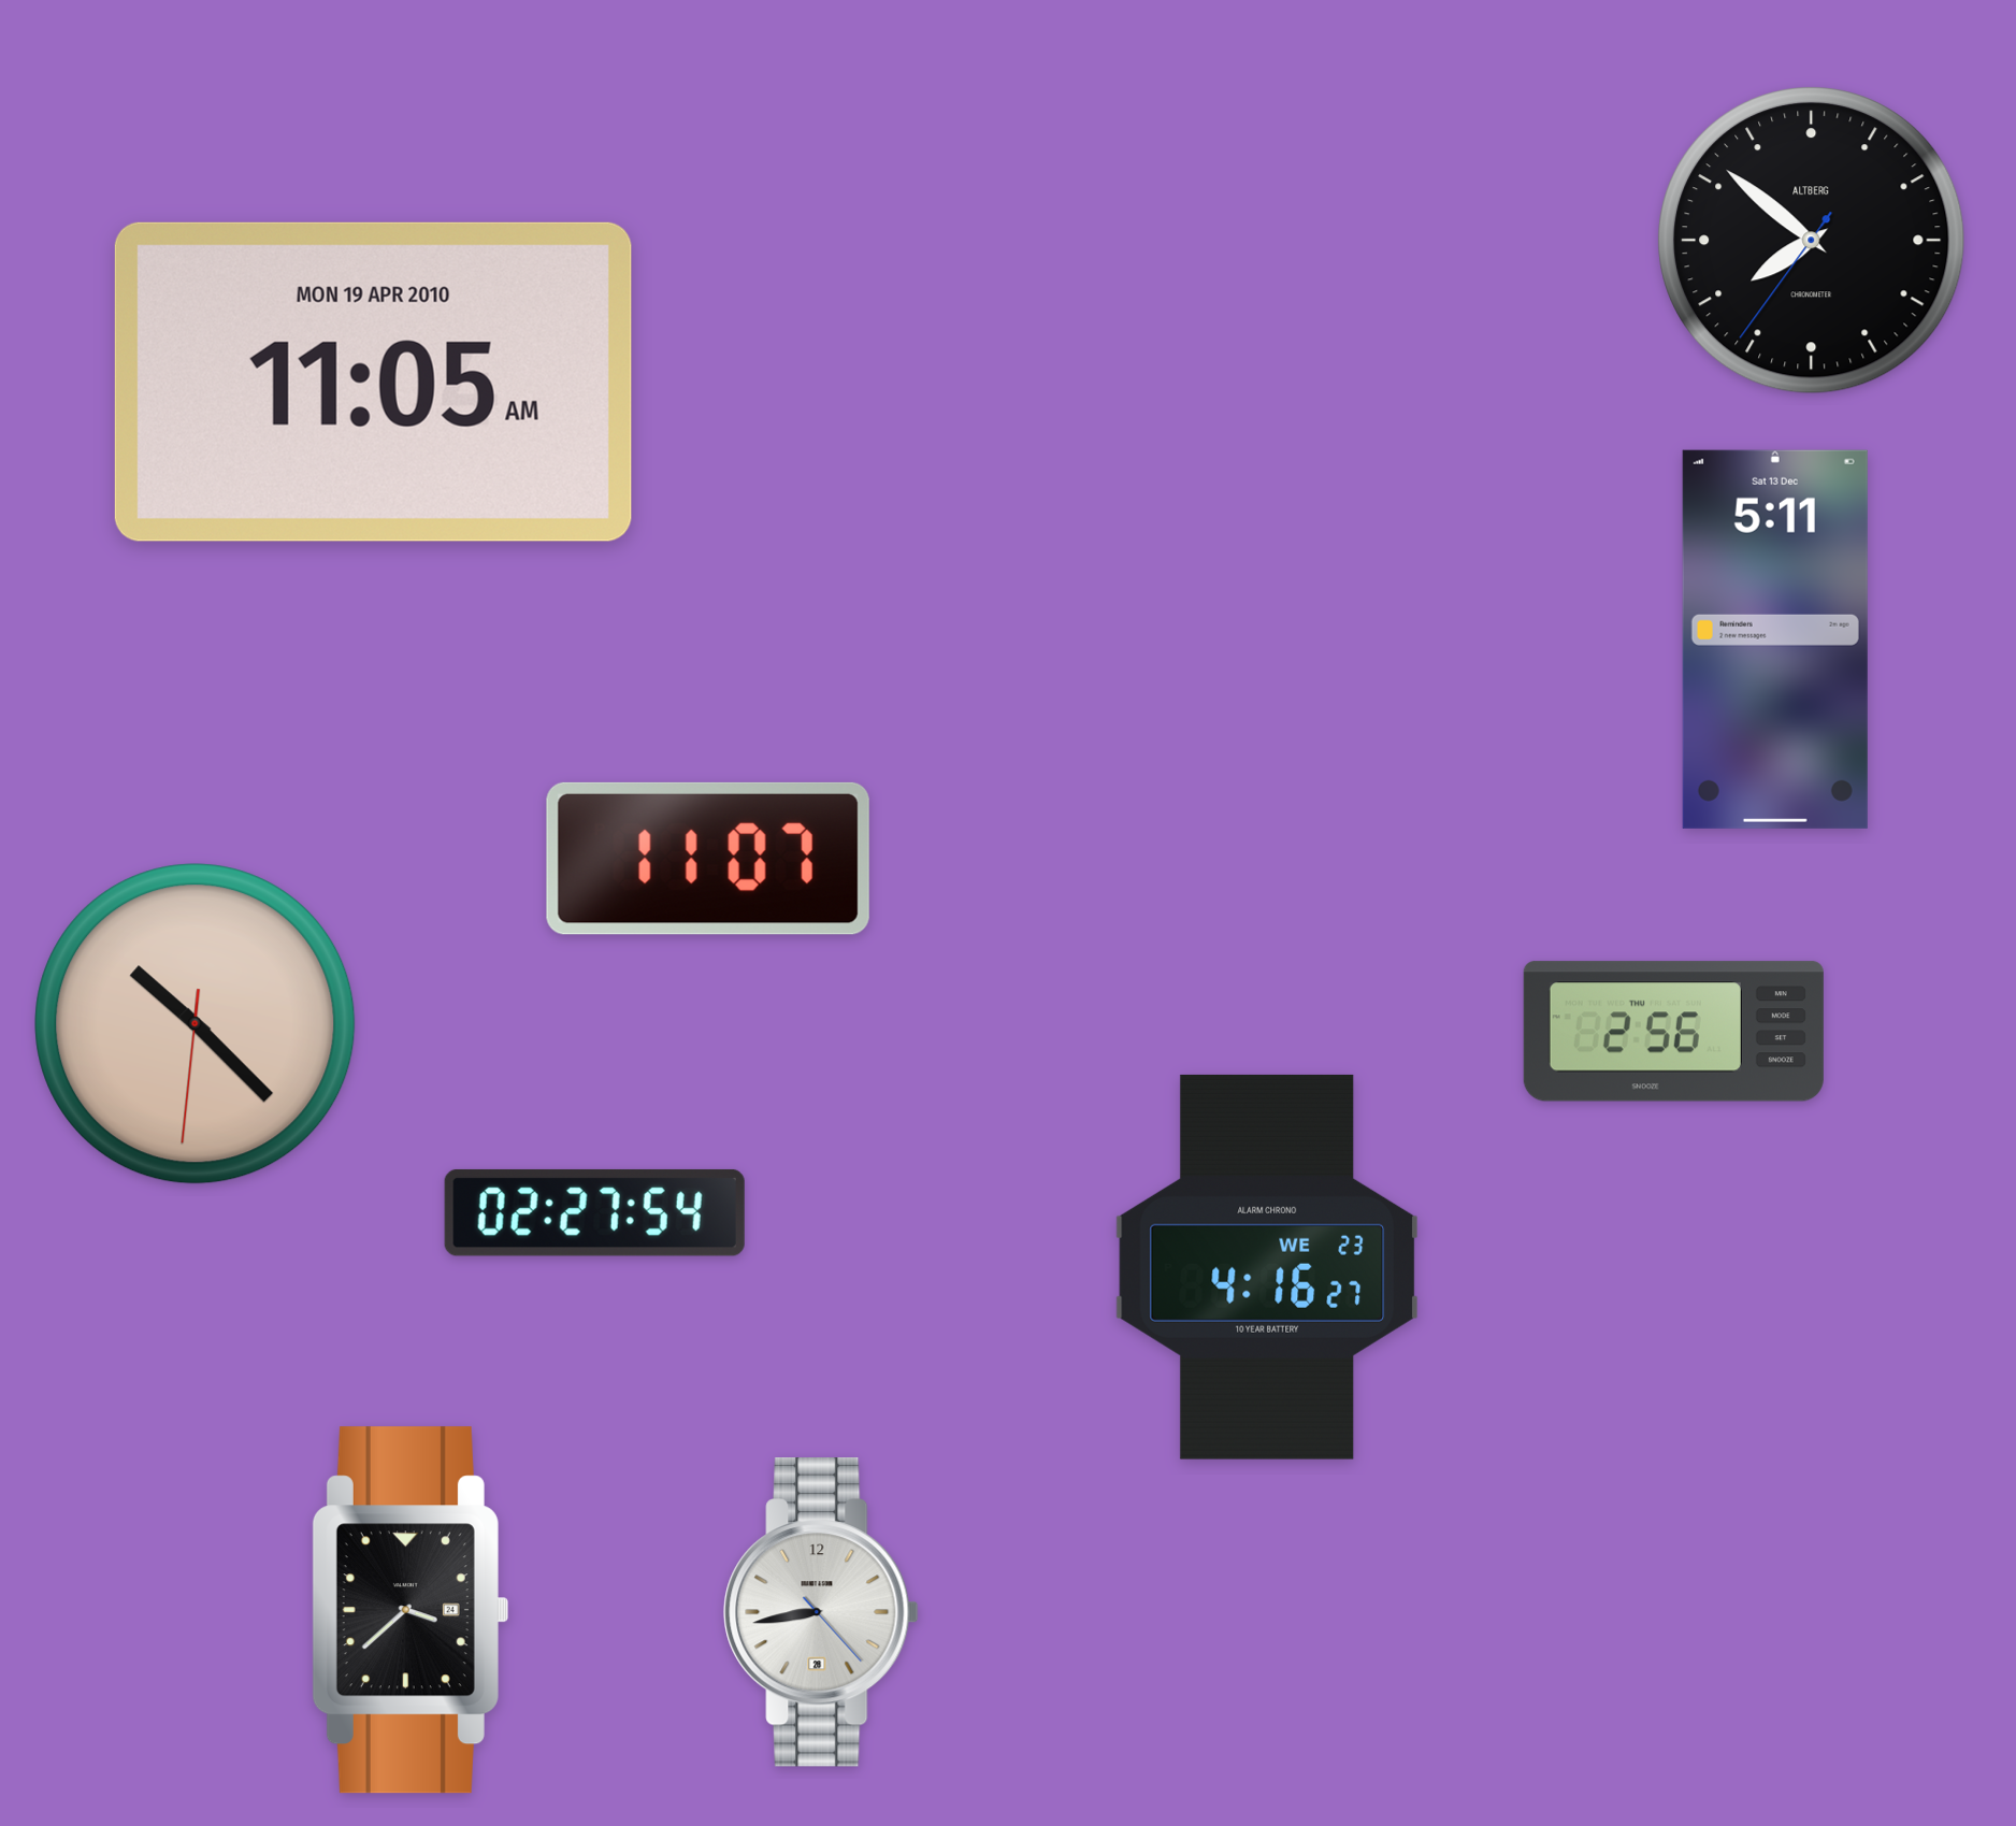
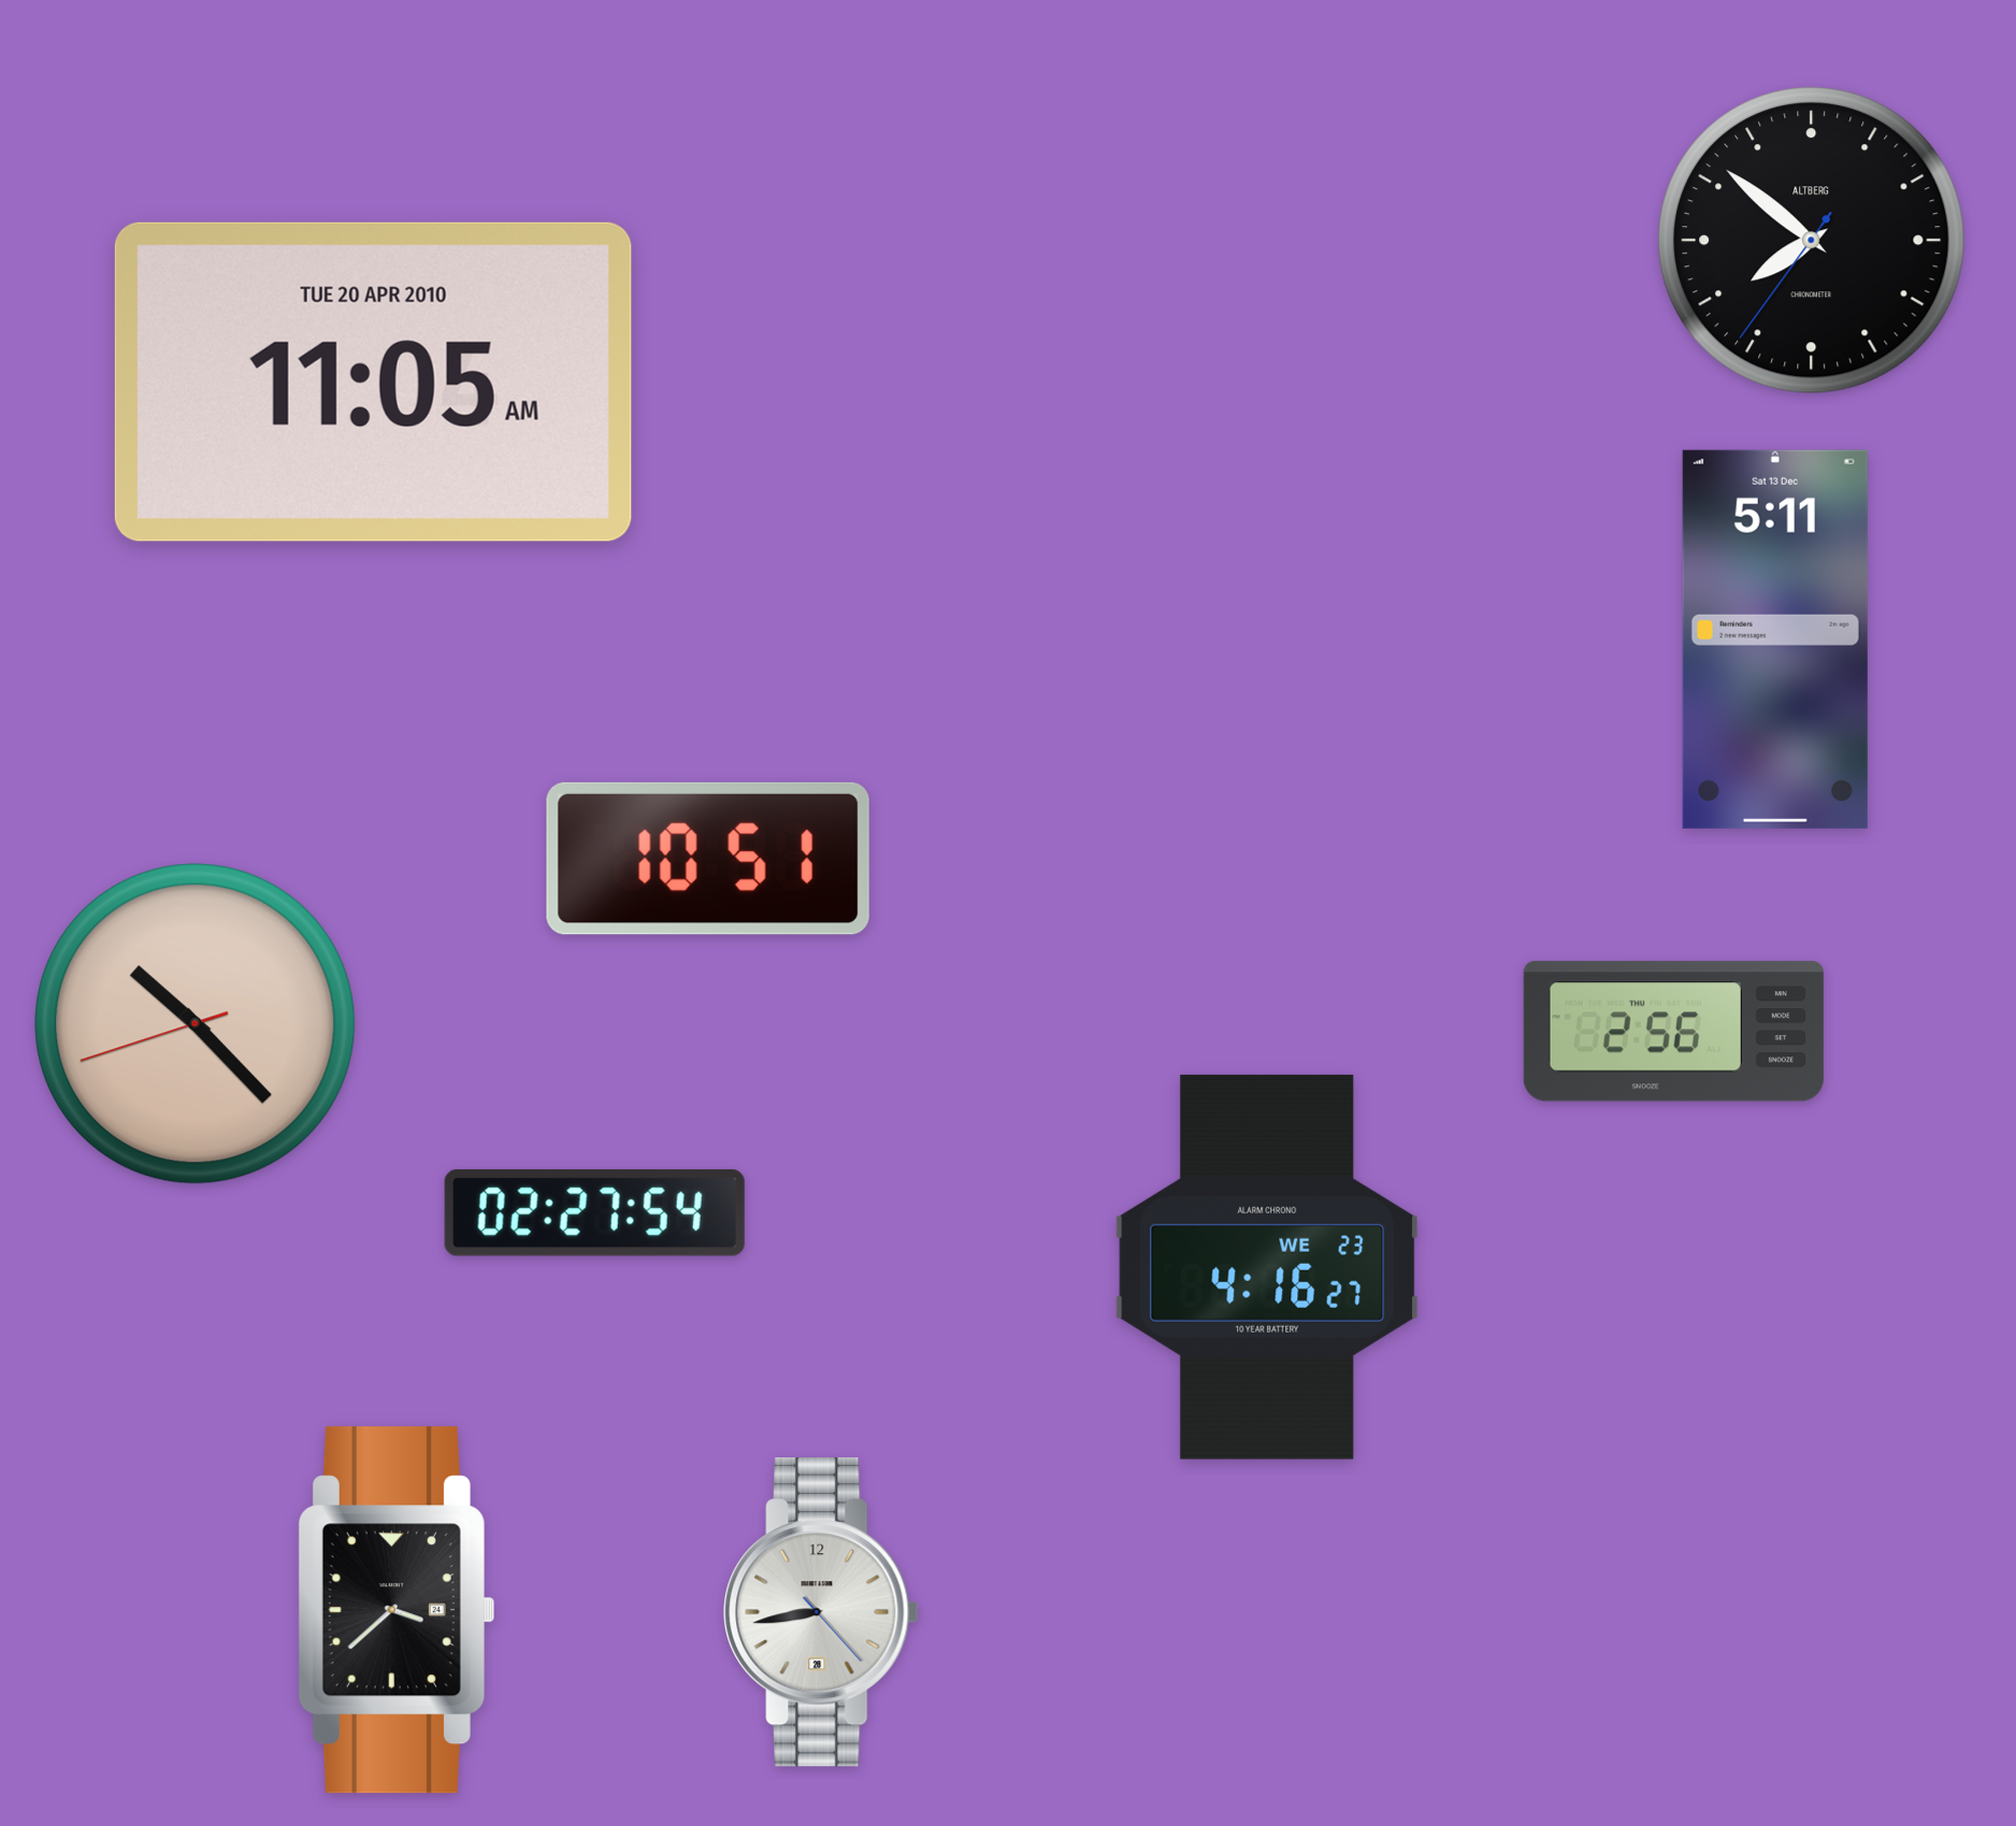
clock at (373, 382) date: MON 19 APR 2010 -> TUE 20 APR 2010
clock at (708, 859): 11:07 -> 10:51
clock at (196, 1024): 10:22:31 -> 10:22:42
clock at (409, 1610) position: (409, 1610) -> (395, 1610)
